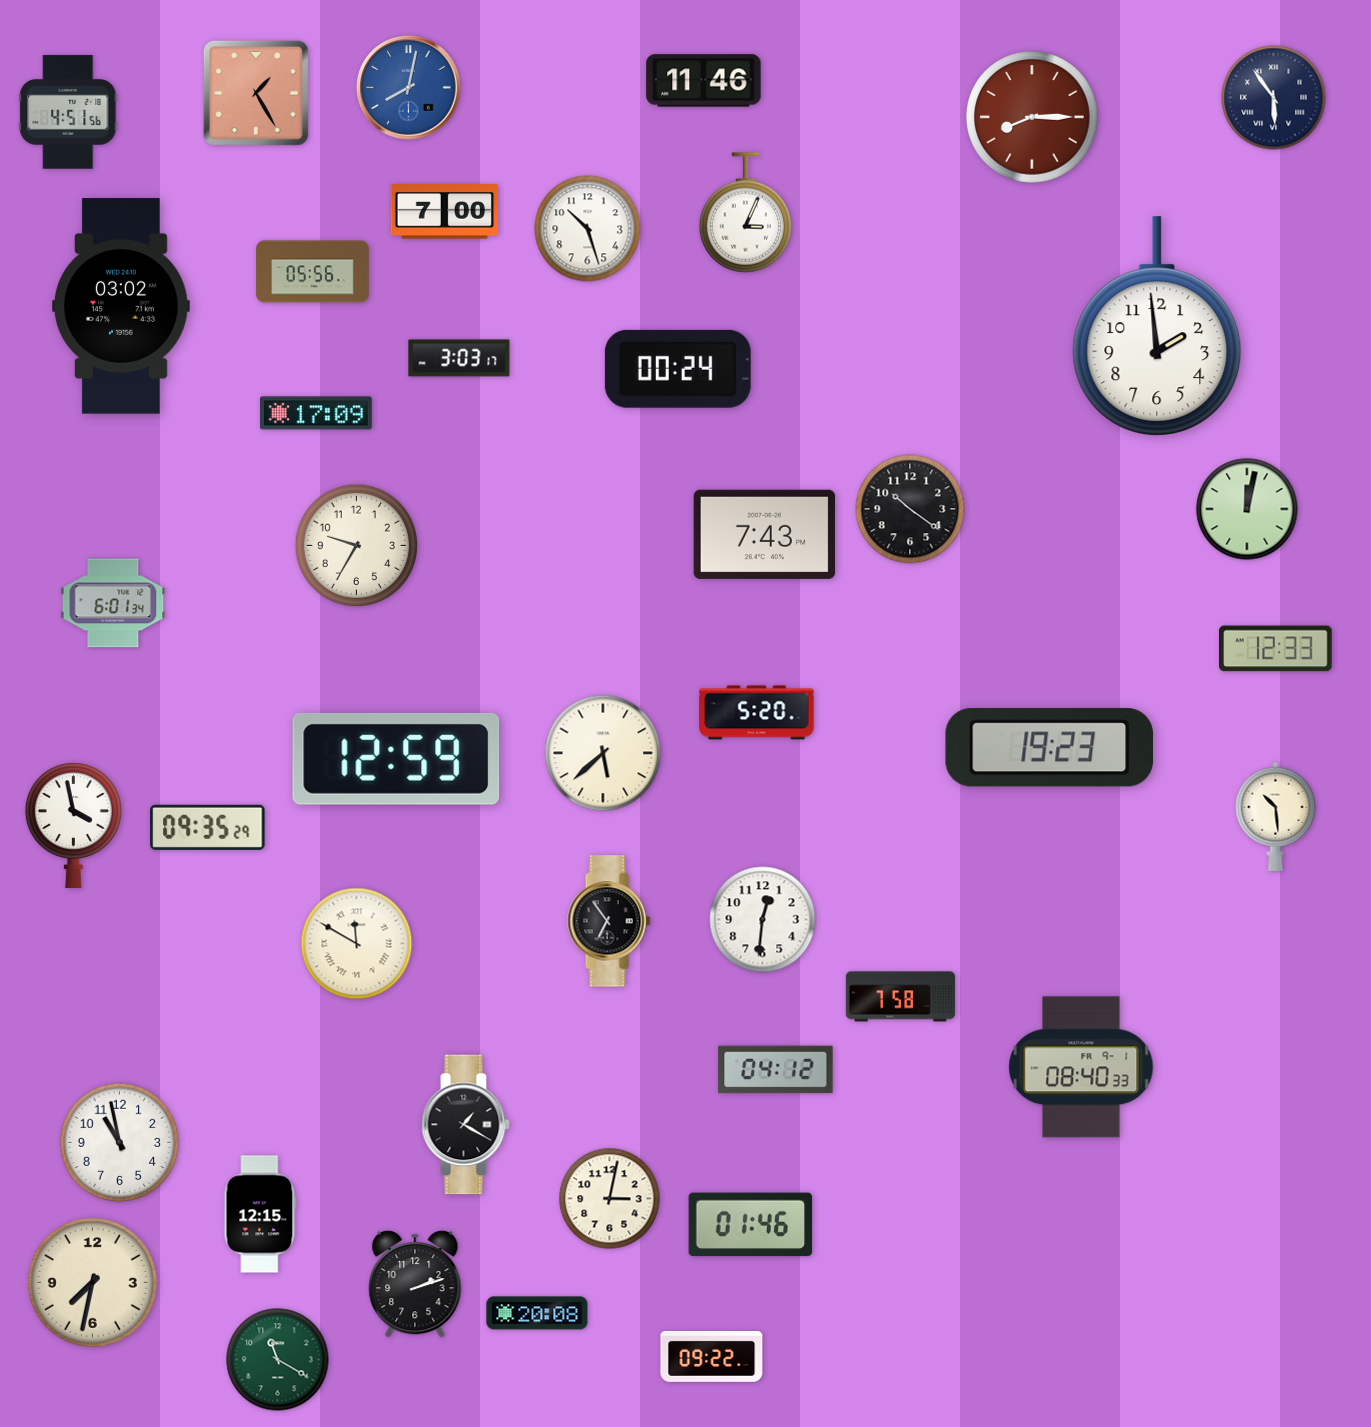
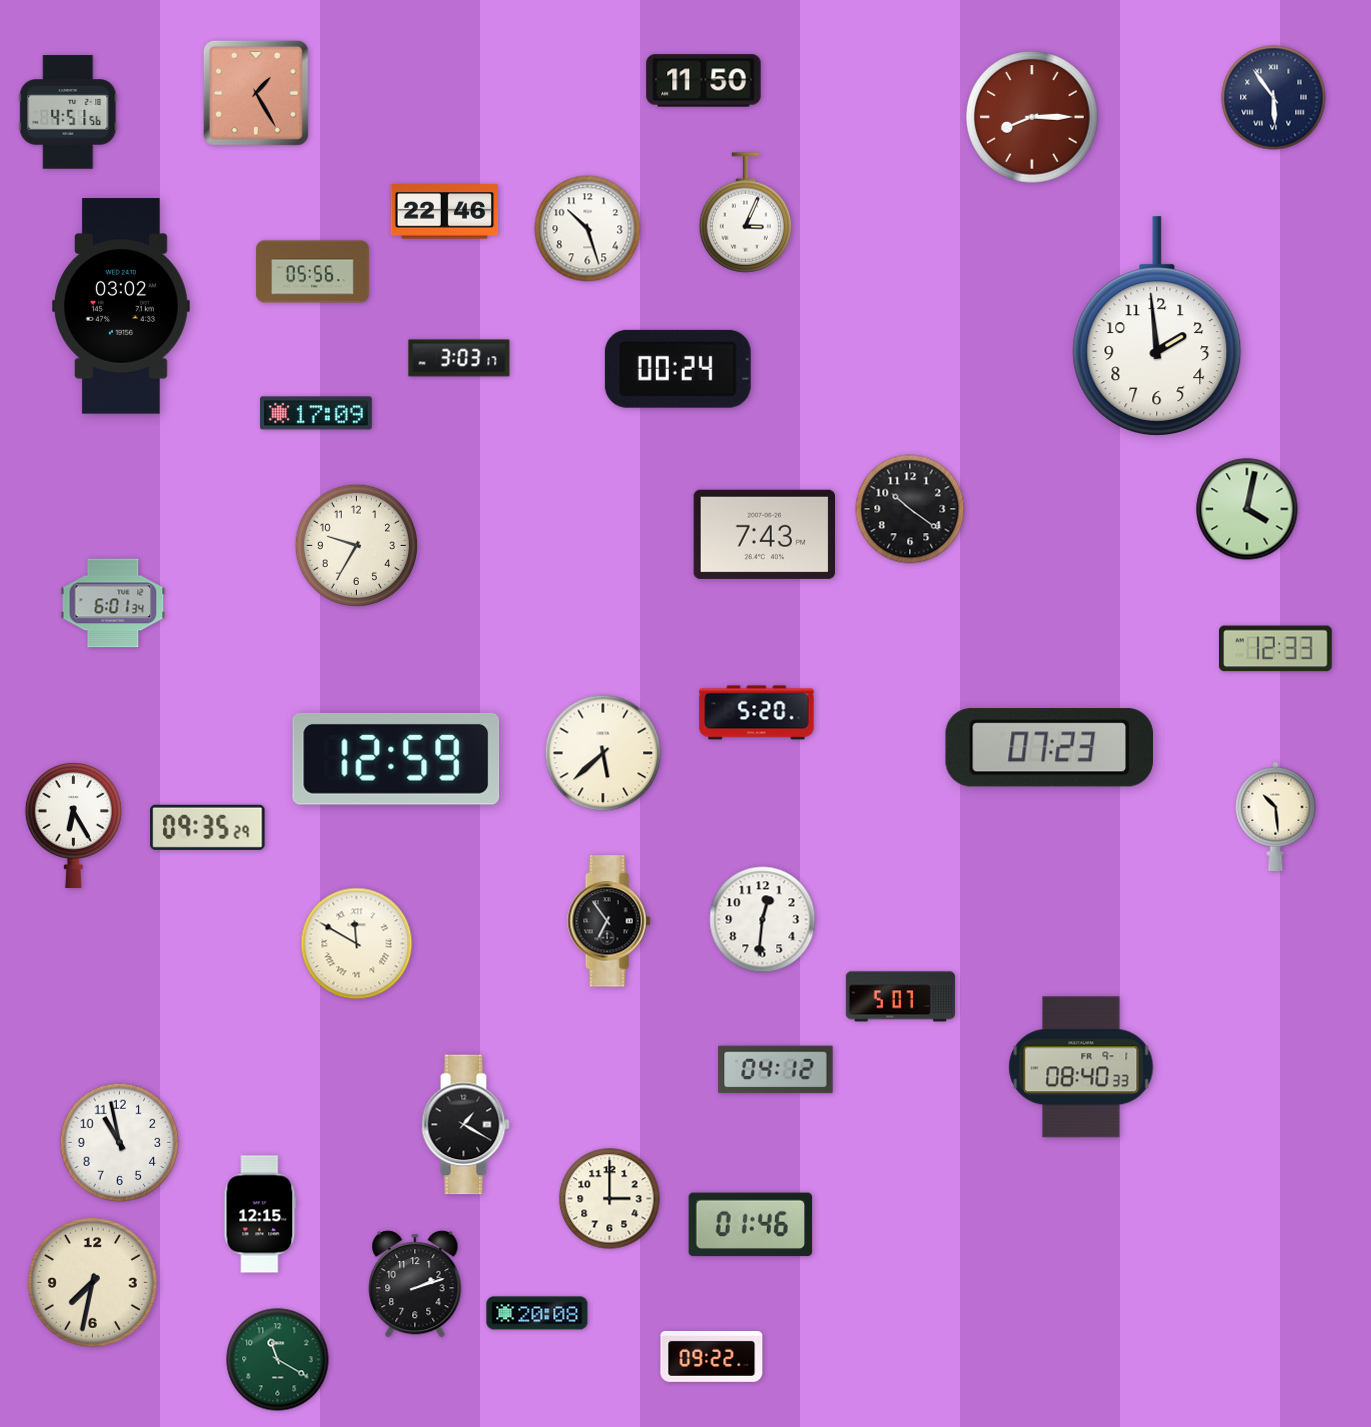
clock at (704, 81): 11:46 -> 11:50
clock at (409, 88): 8:02 -> none
clock at (445, 212): 7:00 -> 22:46
clock at (1247, 509): 12:02 -> 4:02
clock at (1049, 748): 19:23 -> 07:23
clock at (73, 825): 3:58 -> 6:25
clock at (900, 997): 7:58 -> 5:07
clock at (610, 1199): 3:02 -> 3:00
